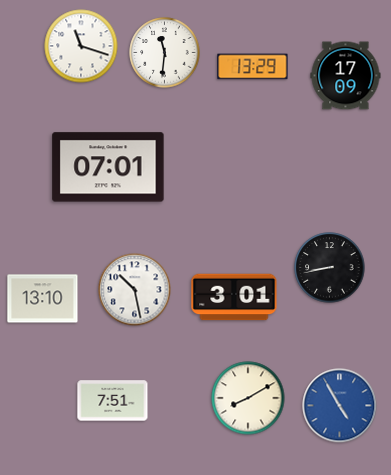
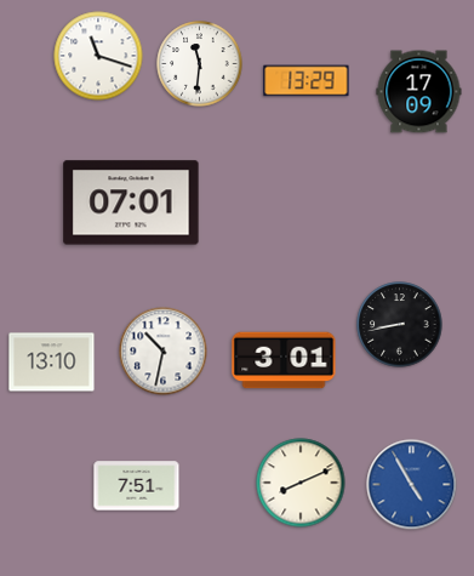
clock at (135, 290): 10:28 -> 10:32
clock at (248, 398): 8:10 -> 8:11
clock at (340, 406) position: (340, 406) -> (412, 485)
